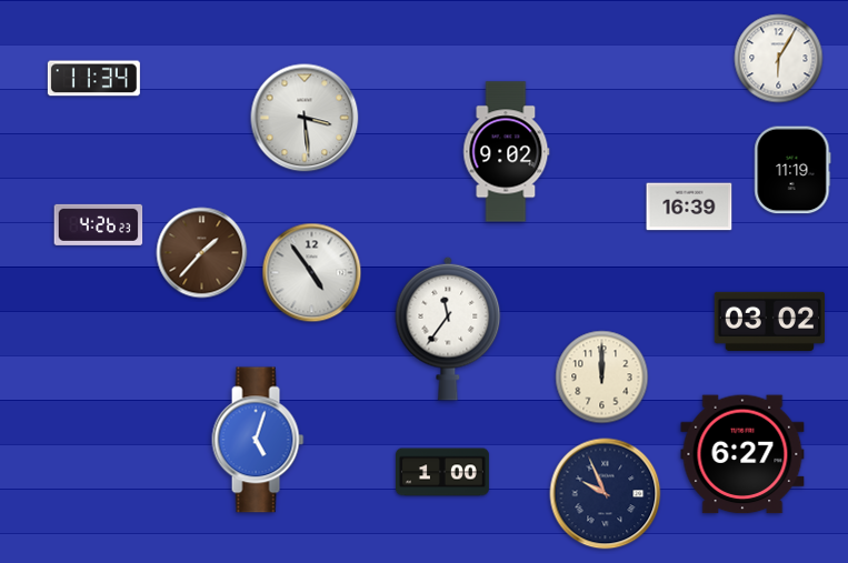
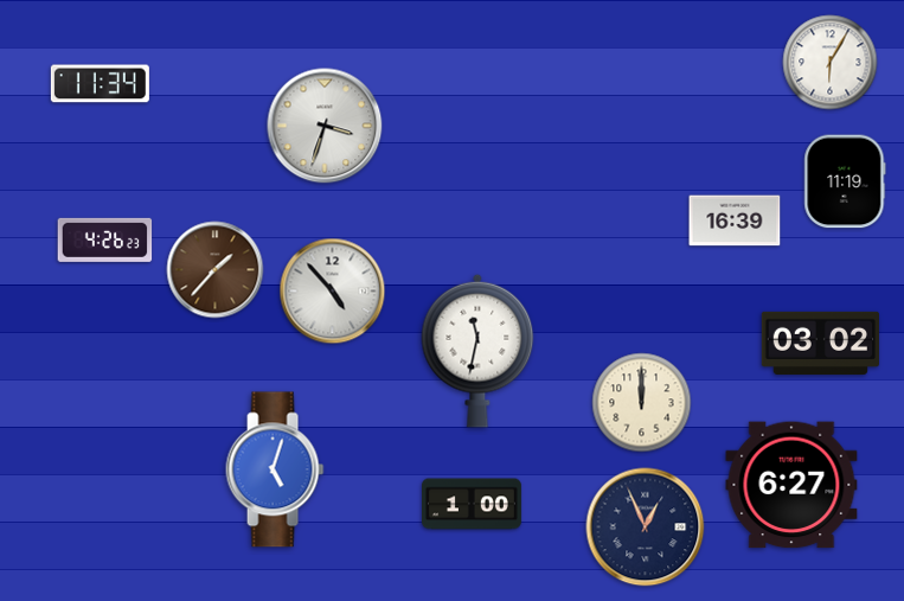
clock at (305, 118): 3:29 -> 3:33
clock at (507, 152): 9:02 -> none
clock at (312, 273): 4:54 -> 4:53
clock at (448, 329): 11:36 -> 11:32
clock at (606, 494): 9:56 -> 12:56
